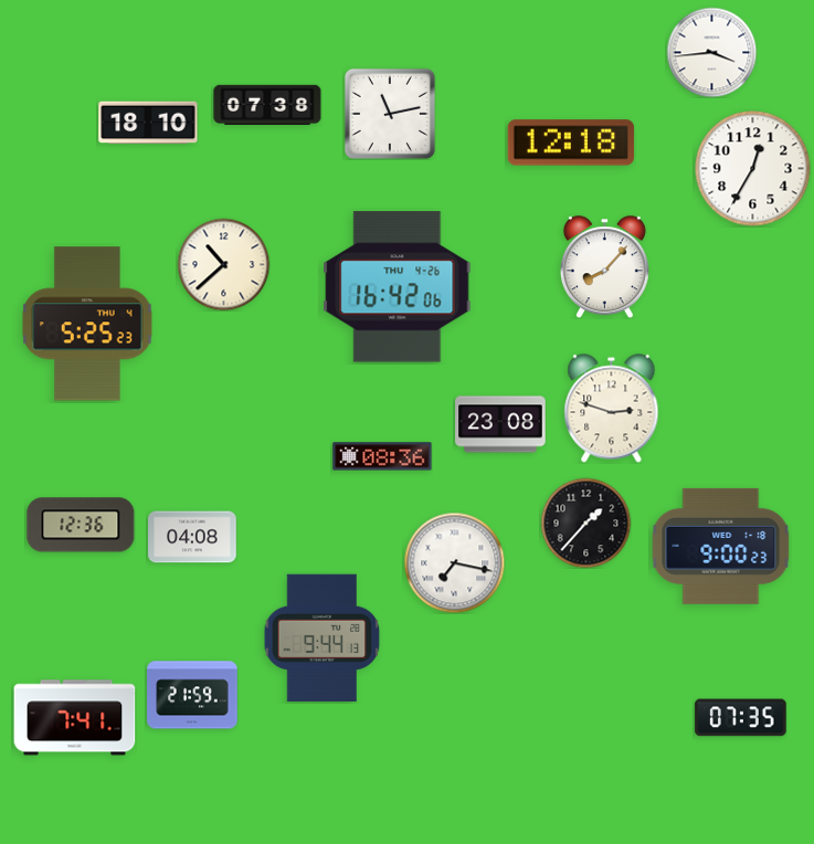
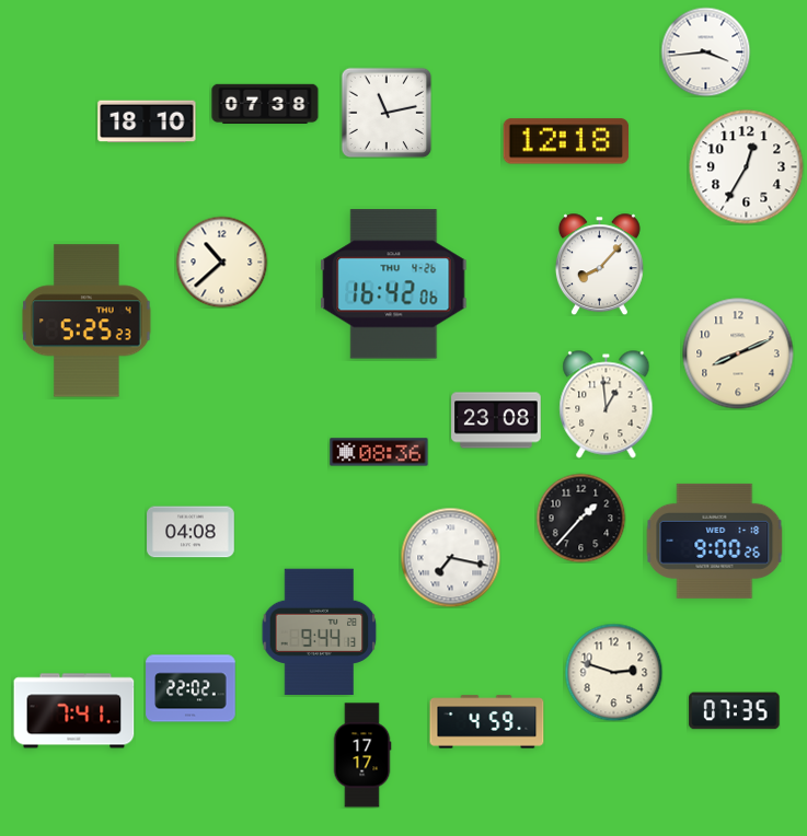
clock at (738, 353): none -> 8:11
clock at (612, 409): 2:48 -> 12:59
clock at (81, 525): 12:36 -> none
clock at (721, 546): 9:00:23 -> 9:00:26
clock at (613, 672): none -> 2:48
clock at (192, 695): 21:59 -> 22:02
clock at (487, 722): none -> 4:59
clock at (362, 755): none -> 17:17
